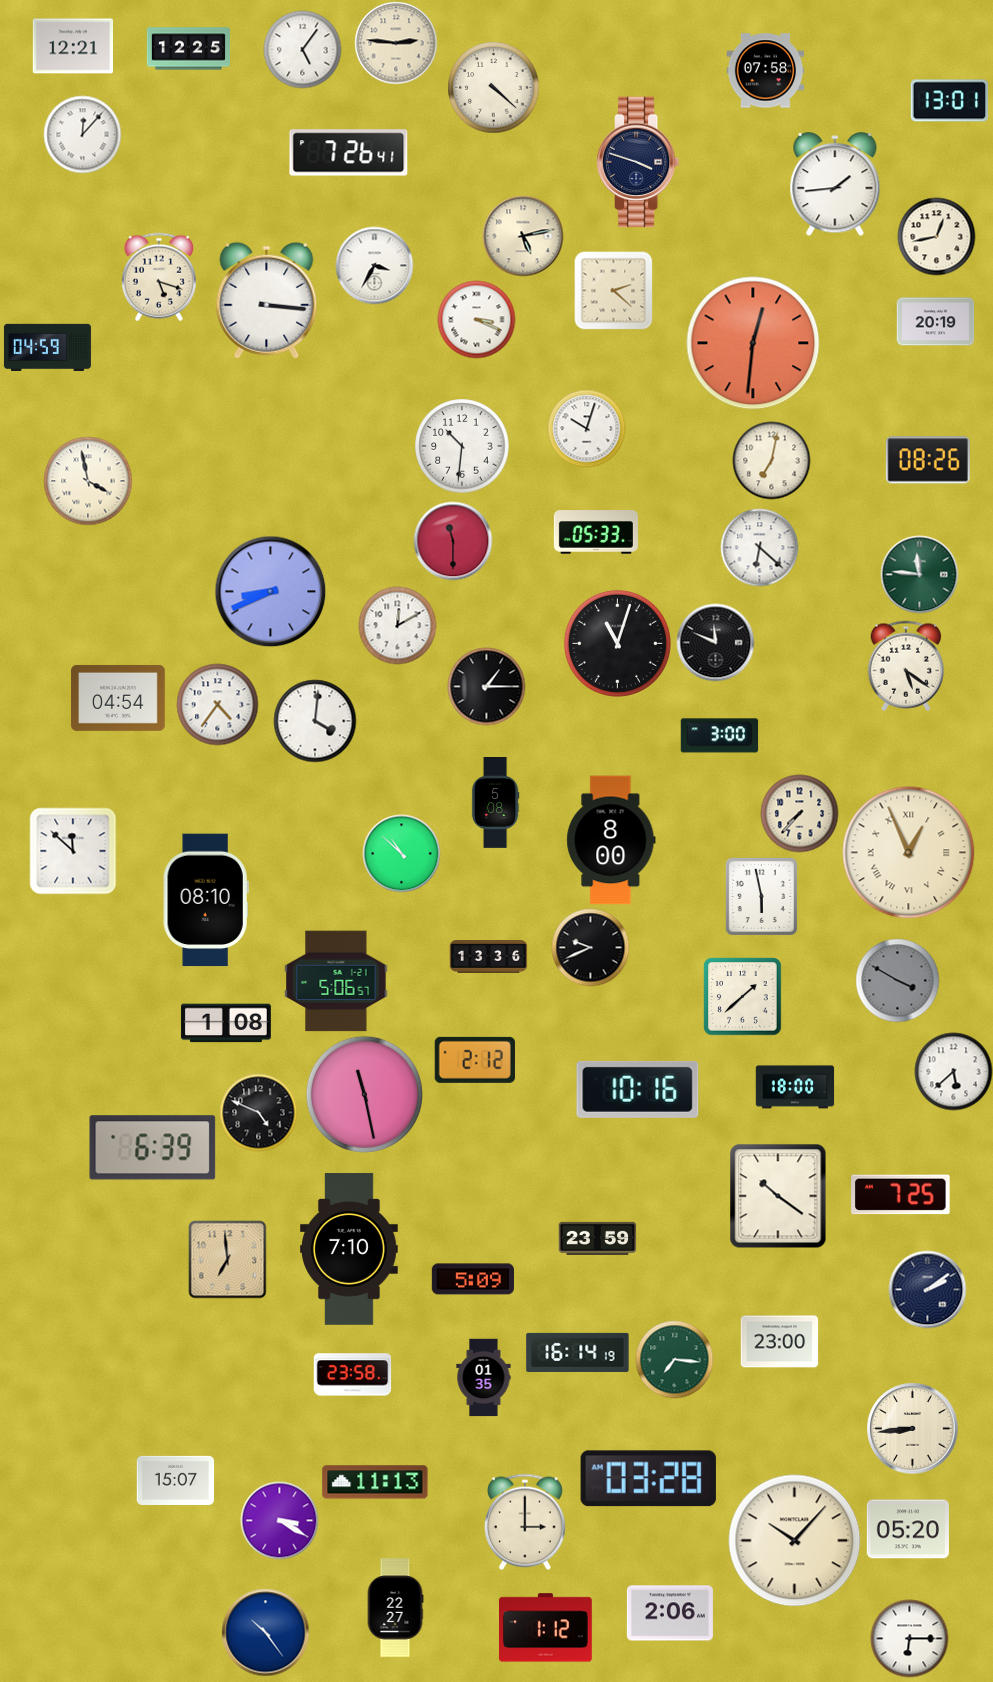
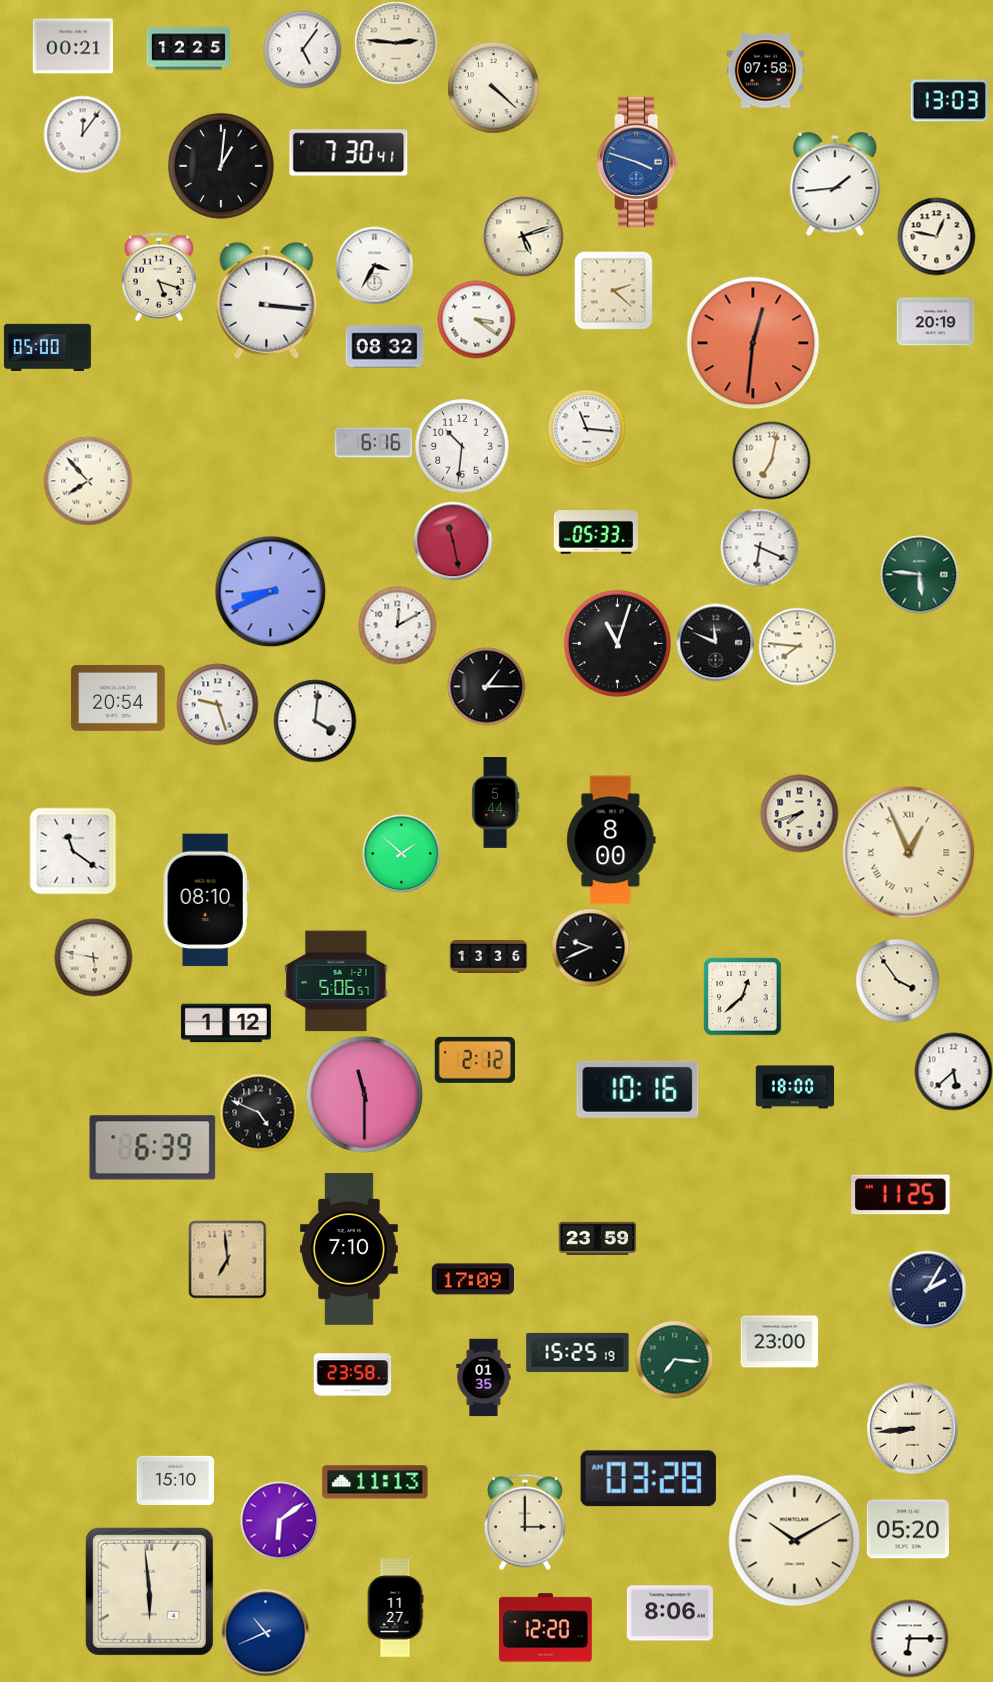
clock at (72, 46): 12:21 -> 00:21
clock at (949, 101): 13:01 -> 13:03
clock at (82, 134): 12:07 -> 12:06
clock at (349, 153): 7:26 -> 7:30
clock at (638, 162) dial: navy -> blue
clock at (221, 166): none -> 1:01
clock at (523, 236): 5:13 -> 5:12
clock at (936, 236): 12:43 -> 12:47
clock at (476, 319): 3:19 -> 3:21
clock at (47, 347): 04:59 -> 05:00
clock at (384, 347): none -> 08:32
clock at (586, 428): 10:03 -> 11:16
clock at (373, 443): none -> 6:16
clock at (928, 460): 08:26 -> none
clock at (88, 481): 3:58 -> 7:53
clock at (453, 541): 11:30 -> 11:28
clock at (759, 547): 6:22 -> 6:19
clock at (919, 574): 11:46 -> 5:46
clock at (797, 646): none -> 7:46
clock at (906, 666): 5:21 -> none
clock at (118, 698): 04:54 -> 20:54
clock at (217, 704): 4:36 -> 9:27
clock at (719, 736): 3:00 -> none
clock at (495, 803): 5:08 -> 5:44
clock at (799, 813): 7:37 -> 7:42
clock at (73, 851): 11:52 -> 11:21
clock at (401, 853): 10:52 -> 1:52
clock at (761, 896): 5:58 -> none
clock at (93, 957): none -> 5:47
clock at (897, 980): 3:50 -> 3:54
clock at (897, 980) dial: grey -> cream
clock at (742, 996): 1:38 -> 12:38
clock at (226, 1023): 1:08 -> 1:12
clock at (364, 1094): 11:28 -> 11:30
clock at (901, 1195): 7:25 -> 11:25
clock at (778, 1196): 10:21 -> none
clock at (473, 1279): 5:09 -> 17:09
clock at (927, 1289): 2:09 -> 2:05
clock at (578, 1352): 16:14 -> 15:25
clock at (175, 1480): 15:07 -> 15:10
clock at (279, 1520): 3:20 -> 6:09
clock at (795, 1541): 10:07 -> 10:10
clock at (149, 1591): none -> 5:59
clock at (395, 1608): 22:27 -> 11:27
clock at (670, 1613): 2:06 -> 8:06
clock at (546, 1628): 1:12 -> 12:20
clock at (265, 1632): 10:24 -> 10:41
